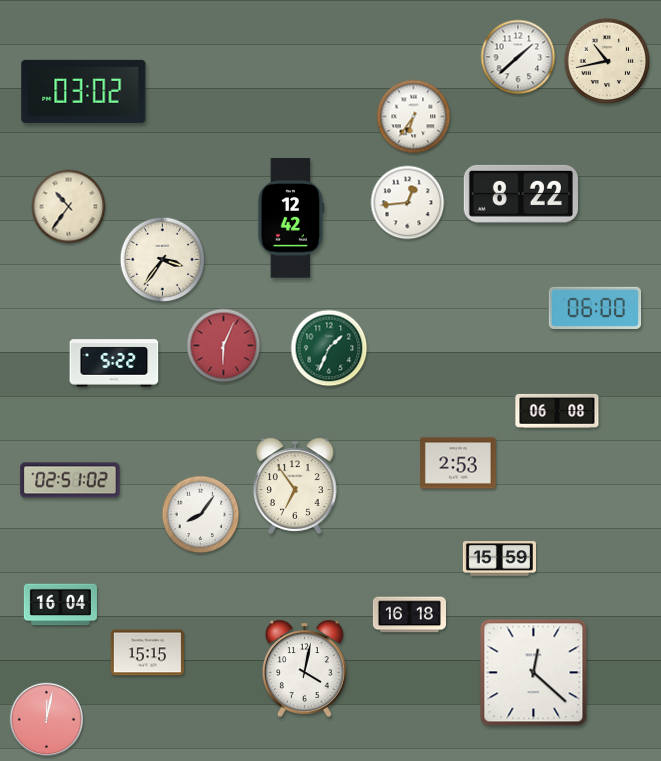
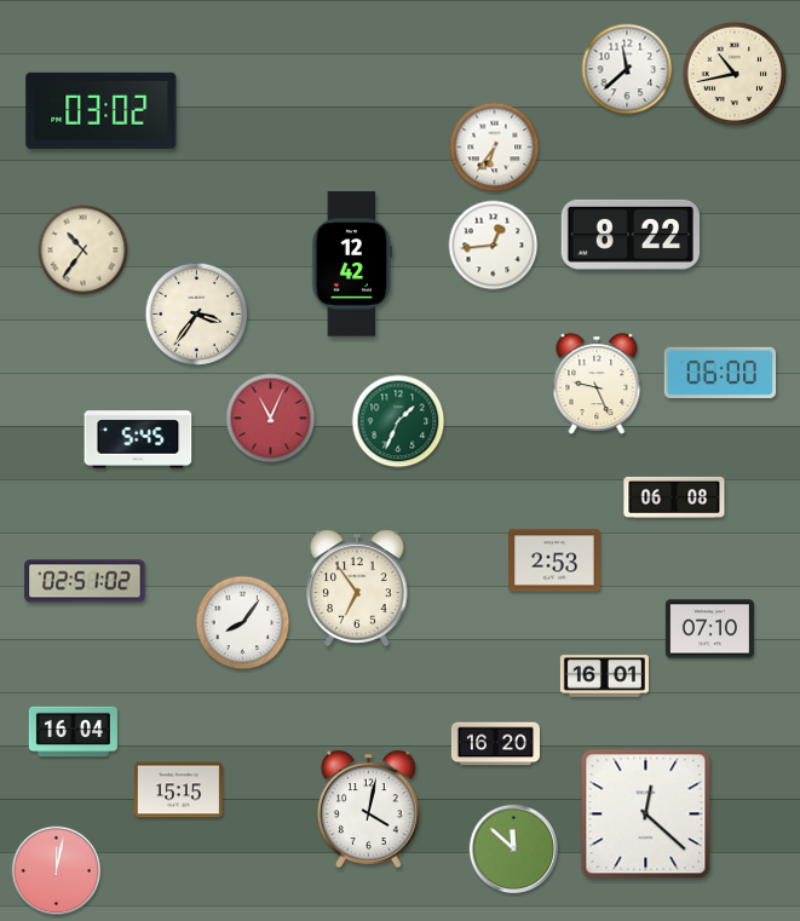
clock at (518, 57): 1:38 -> 11:38
clock at (414, 117) position: (414, 117) -> (495, 148)
clock at (597, 385): none -> 9:26
clock at (224, 346): 6:04 -> 11:04
clock at (114, 363): 5:22 -> 5:45
clock at (709, 629): none -> 07:10
clock at (499, 559): 15:59 -> 16:01
clock at (409, 615): 16:18 -> 16:20
clock at (514, 850): none -> 11:52
